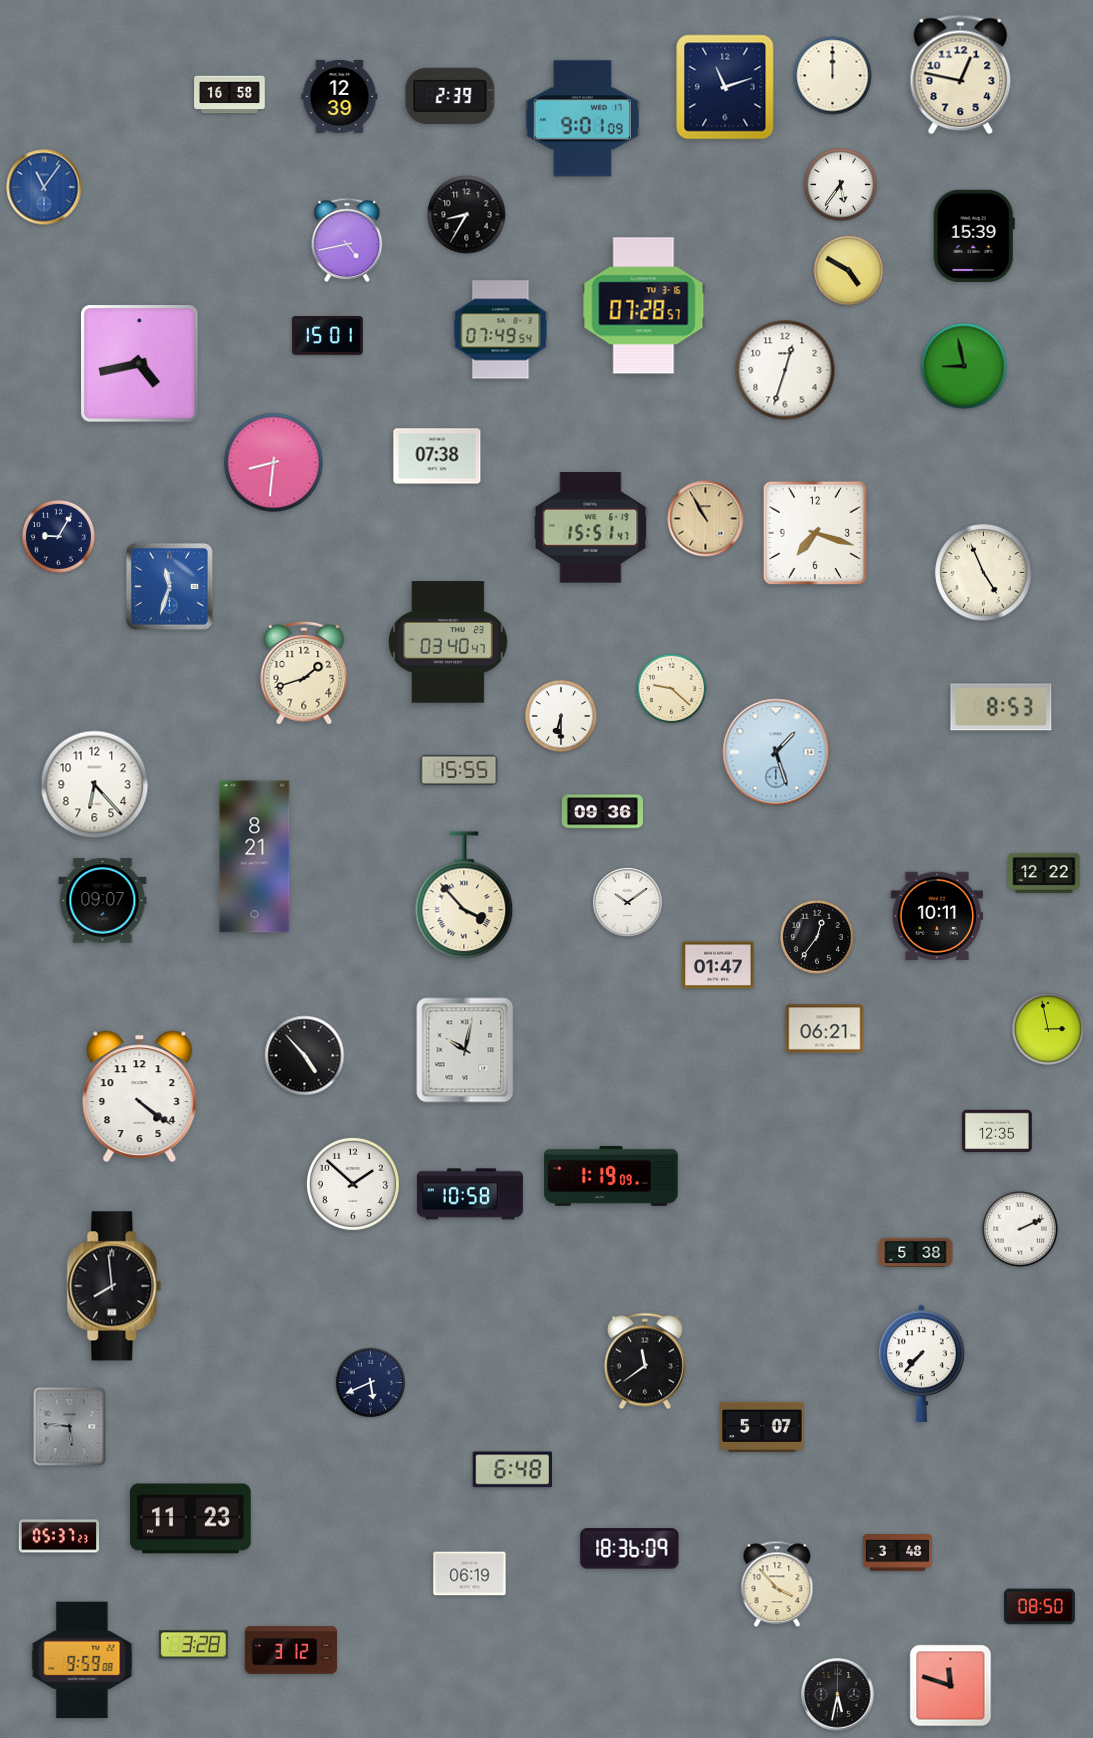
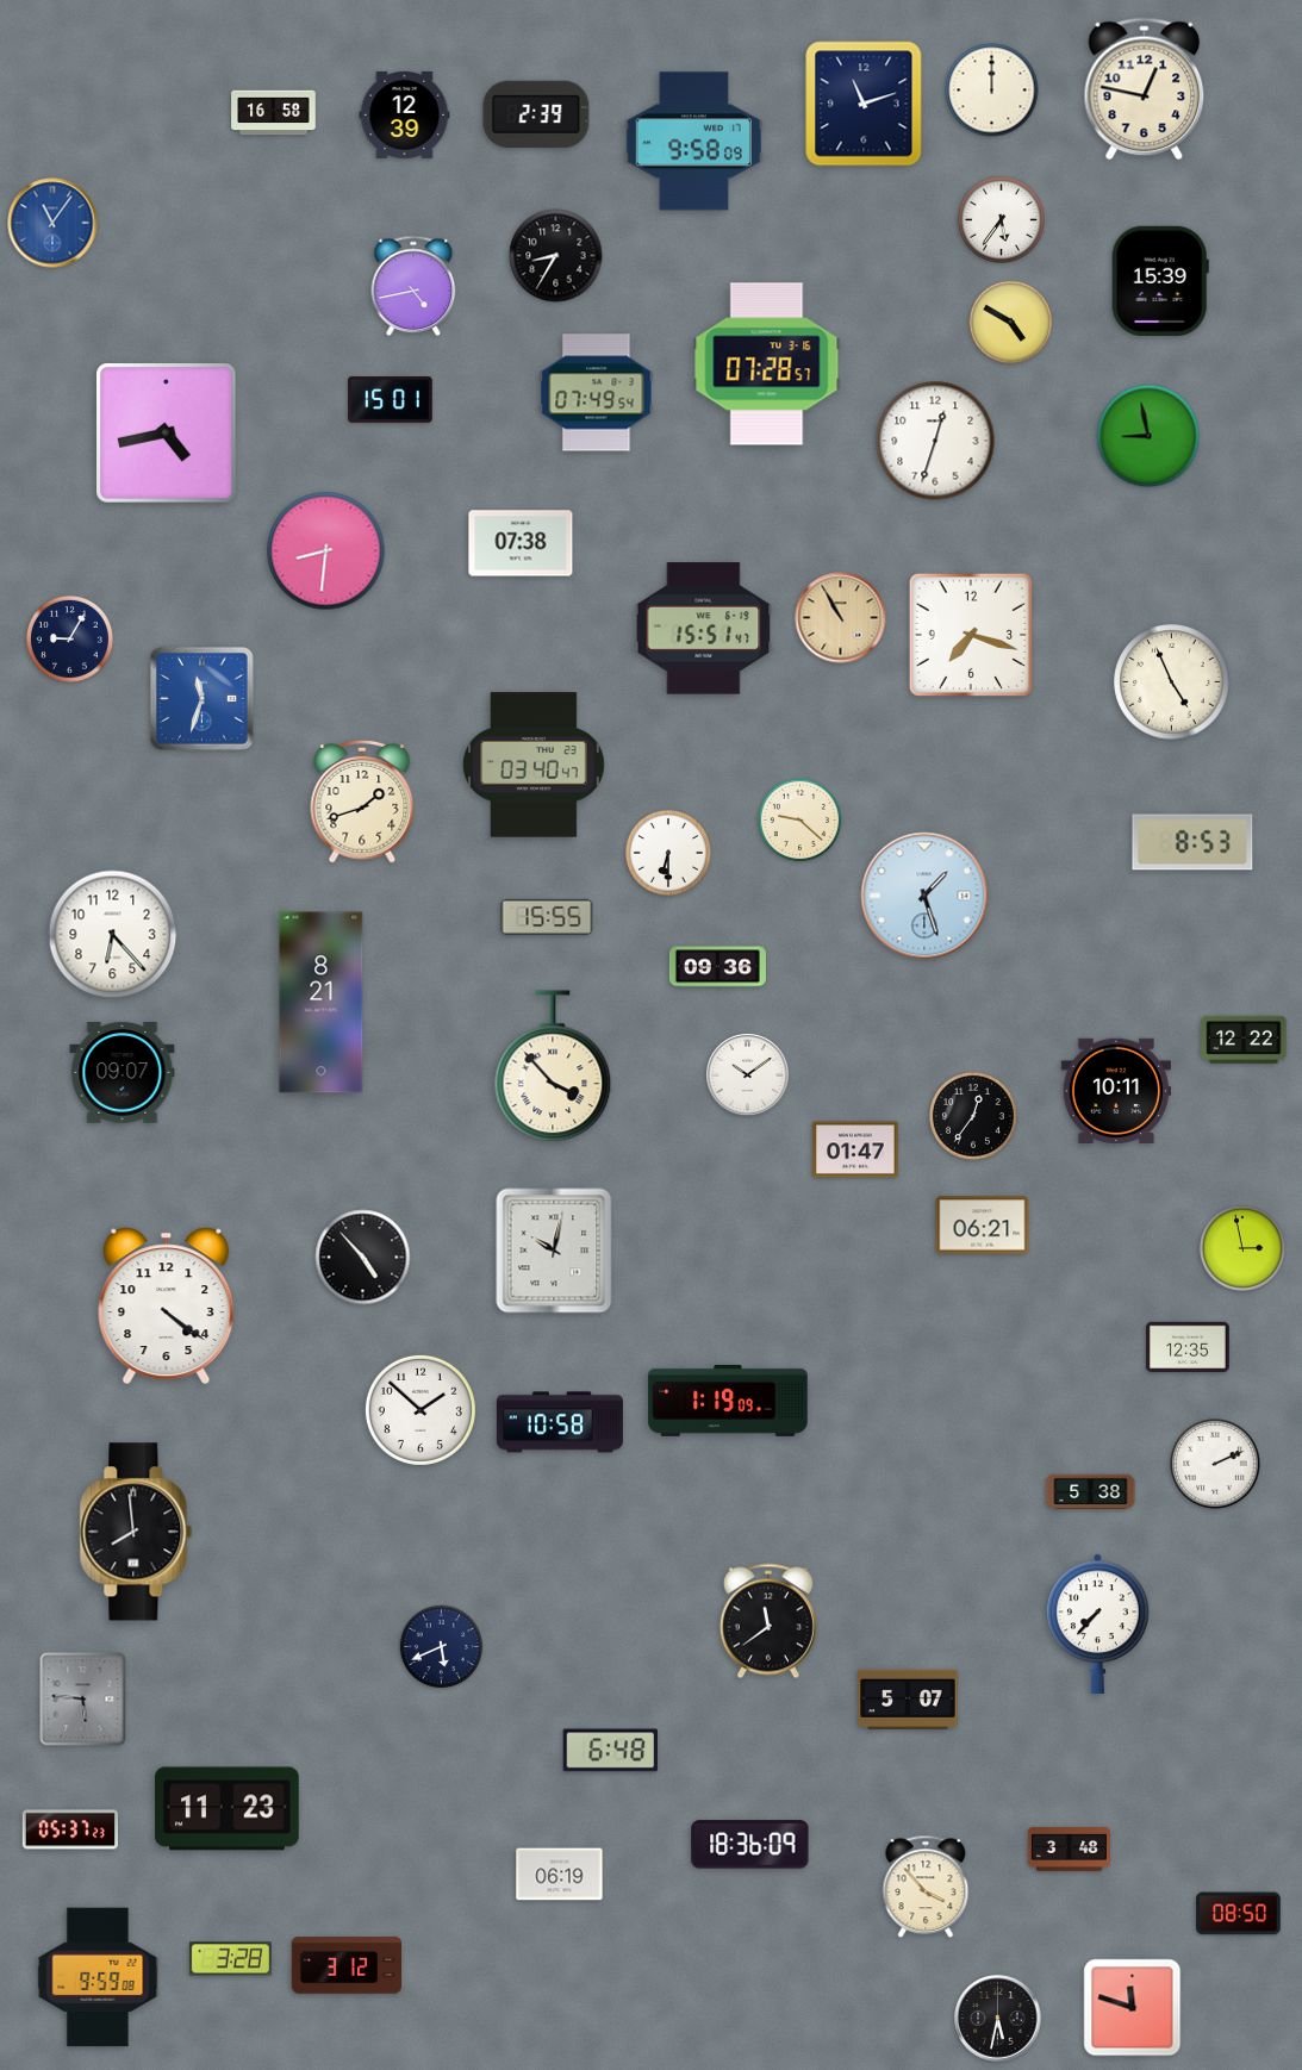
clock at (582, 119): 9:01 -> 9:58
clock at (255, 857) position: (255, 857) -> (322, 1003)
clock at (1048, 1029) position: (1048, 1029) -> (1242, 1248)
